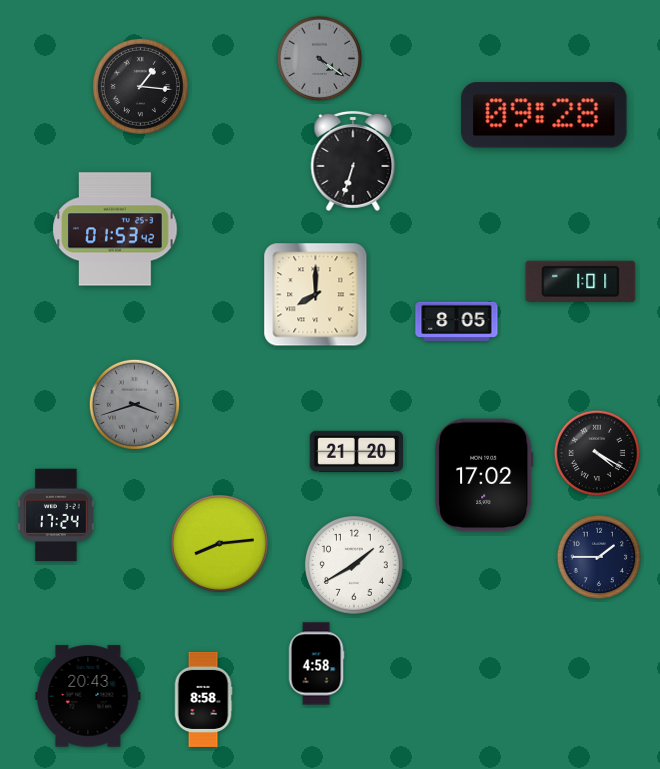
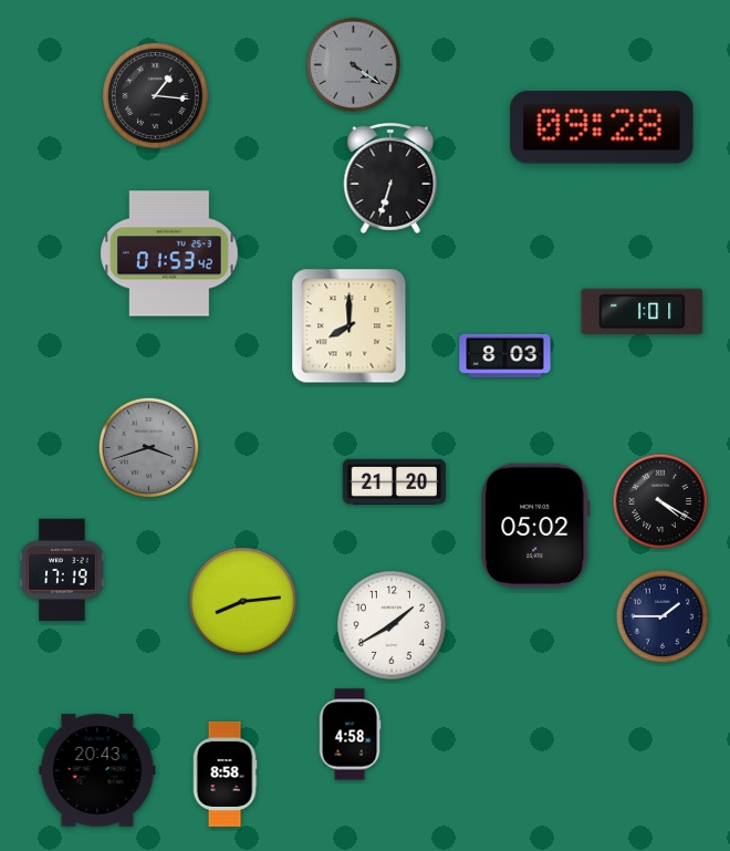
clock at (115, 229) position: (115, 229) -> (169, 253)
clock at (457, 321): 8:05 -> 8:03
clock at (356, 452) position: (356, 452) -> (394, 482)
clock at (484, 475): 17:02 -> 05:02
clock at (56, 515): 17:24 -> 17:19
